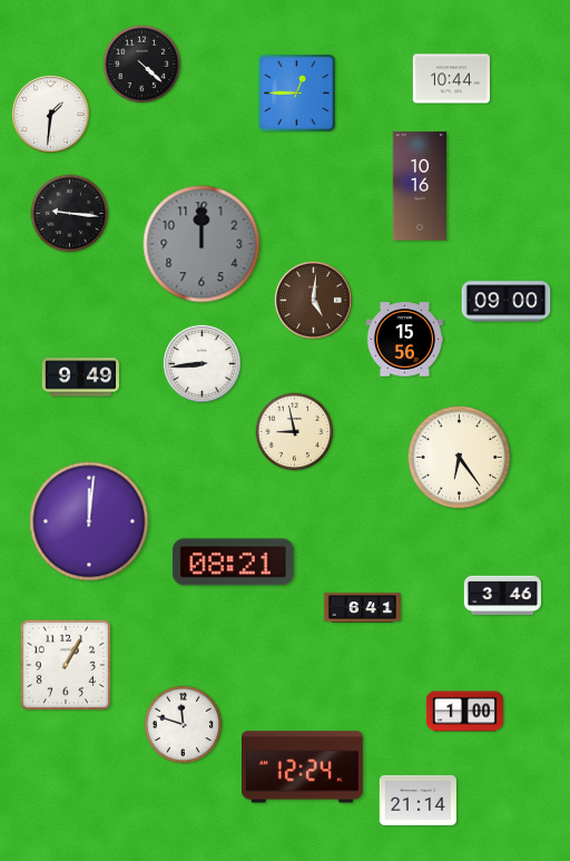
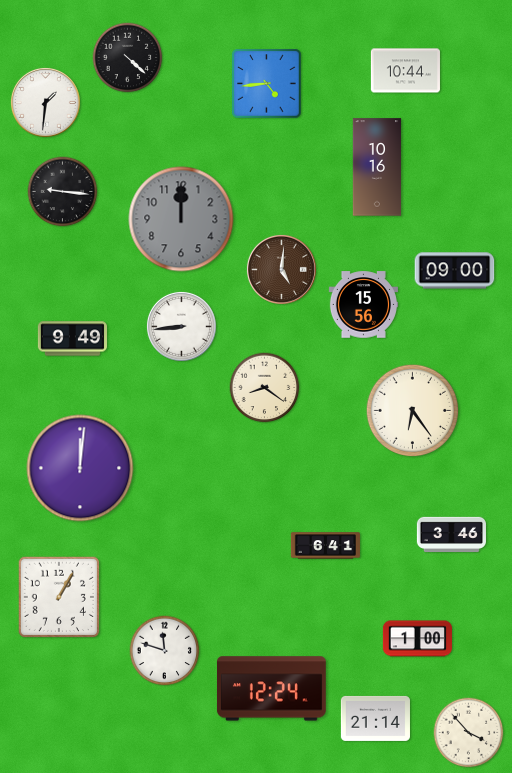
clock at (297, 94): 12:45 -> 4:44
clock at (295, 432): 8:58 -> 8:21
clock at (233, 562): 08:21 -> none
clock at (469, 733): none -> 3:53
